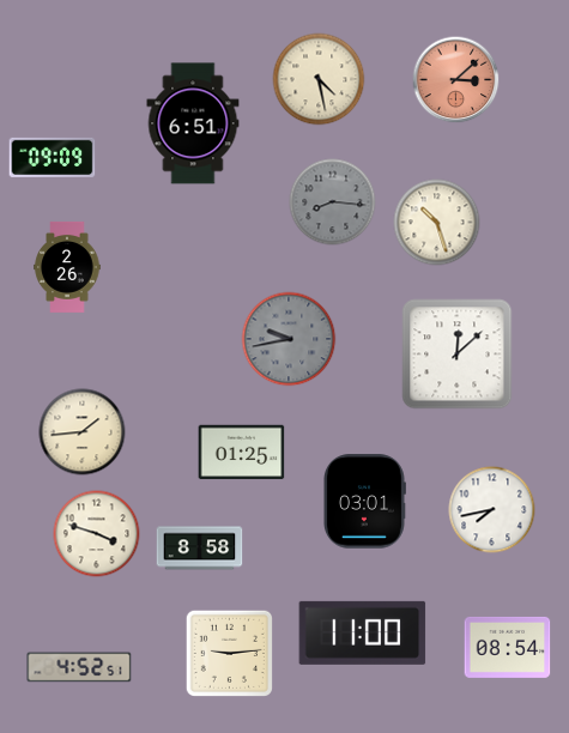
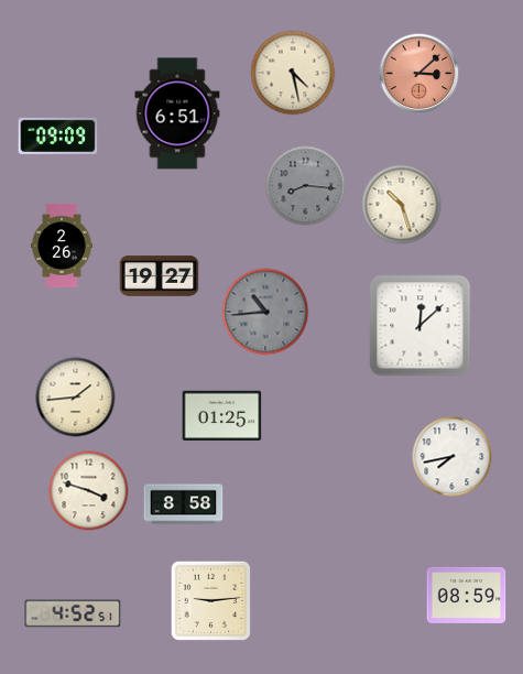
clock at (53, 157) position: (53, 157) -> (58, 135)
clock at (160, 276): none -> 19:27
clock at (289, 339): 9:43 -> 10:44
clock at (364, 502): 03:01 -> none
clock at (492, 510) position: (492, 510) -> (453, 457)
clock at (363, 632): 11:00 -> none
clock at (508, 647): 08:54 -> 08:59
